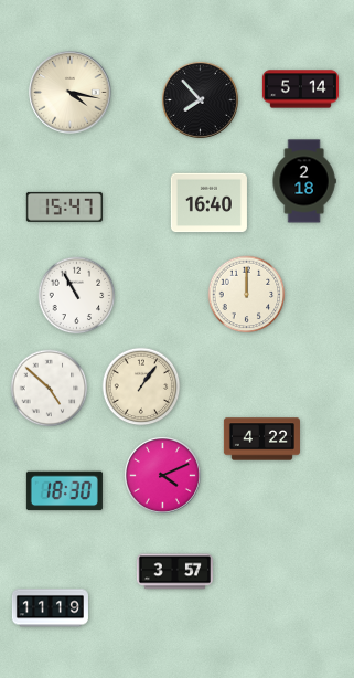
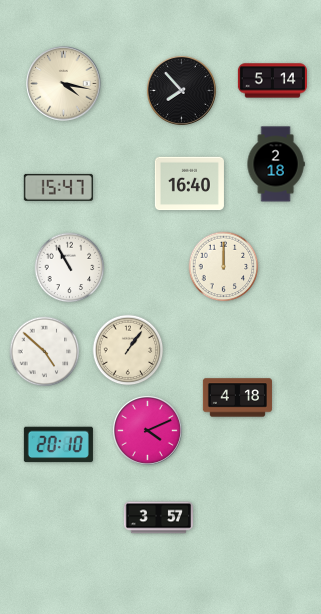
clock at (261, 439): 4:22 -> 4:18
clock at (64, 491): 18:30 -> 20:10
clock at (50, 608): 11:19 -> none
